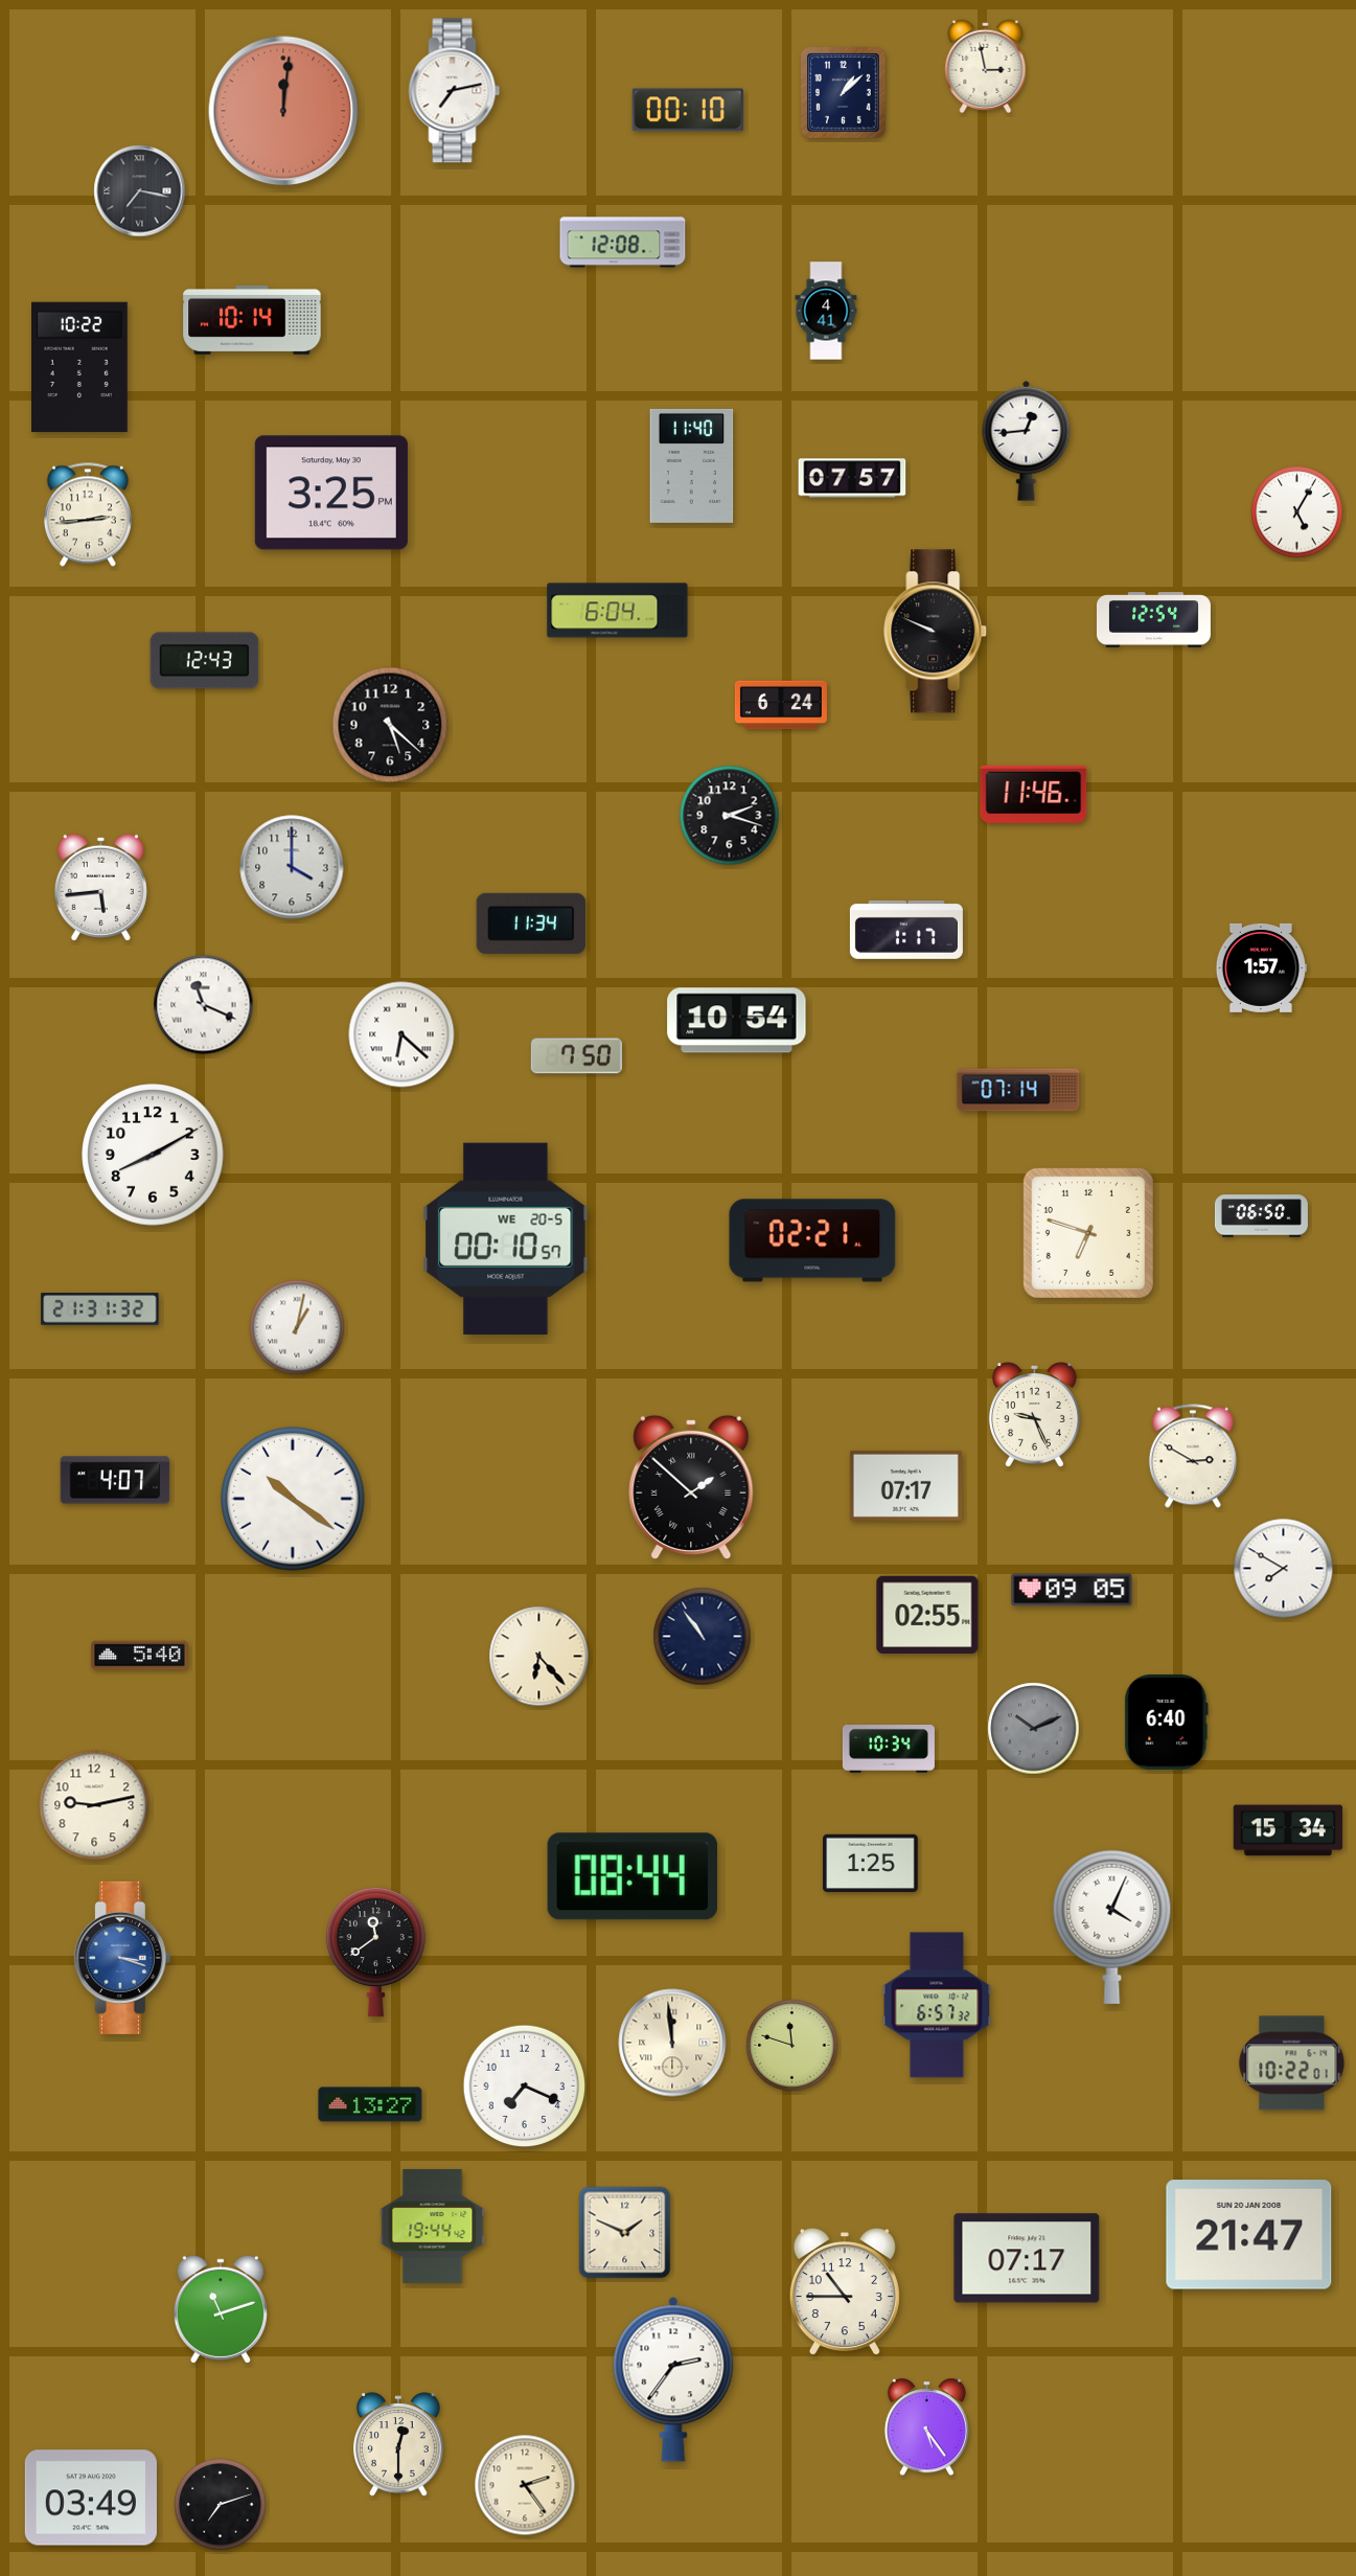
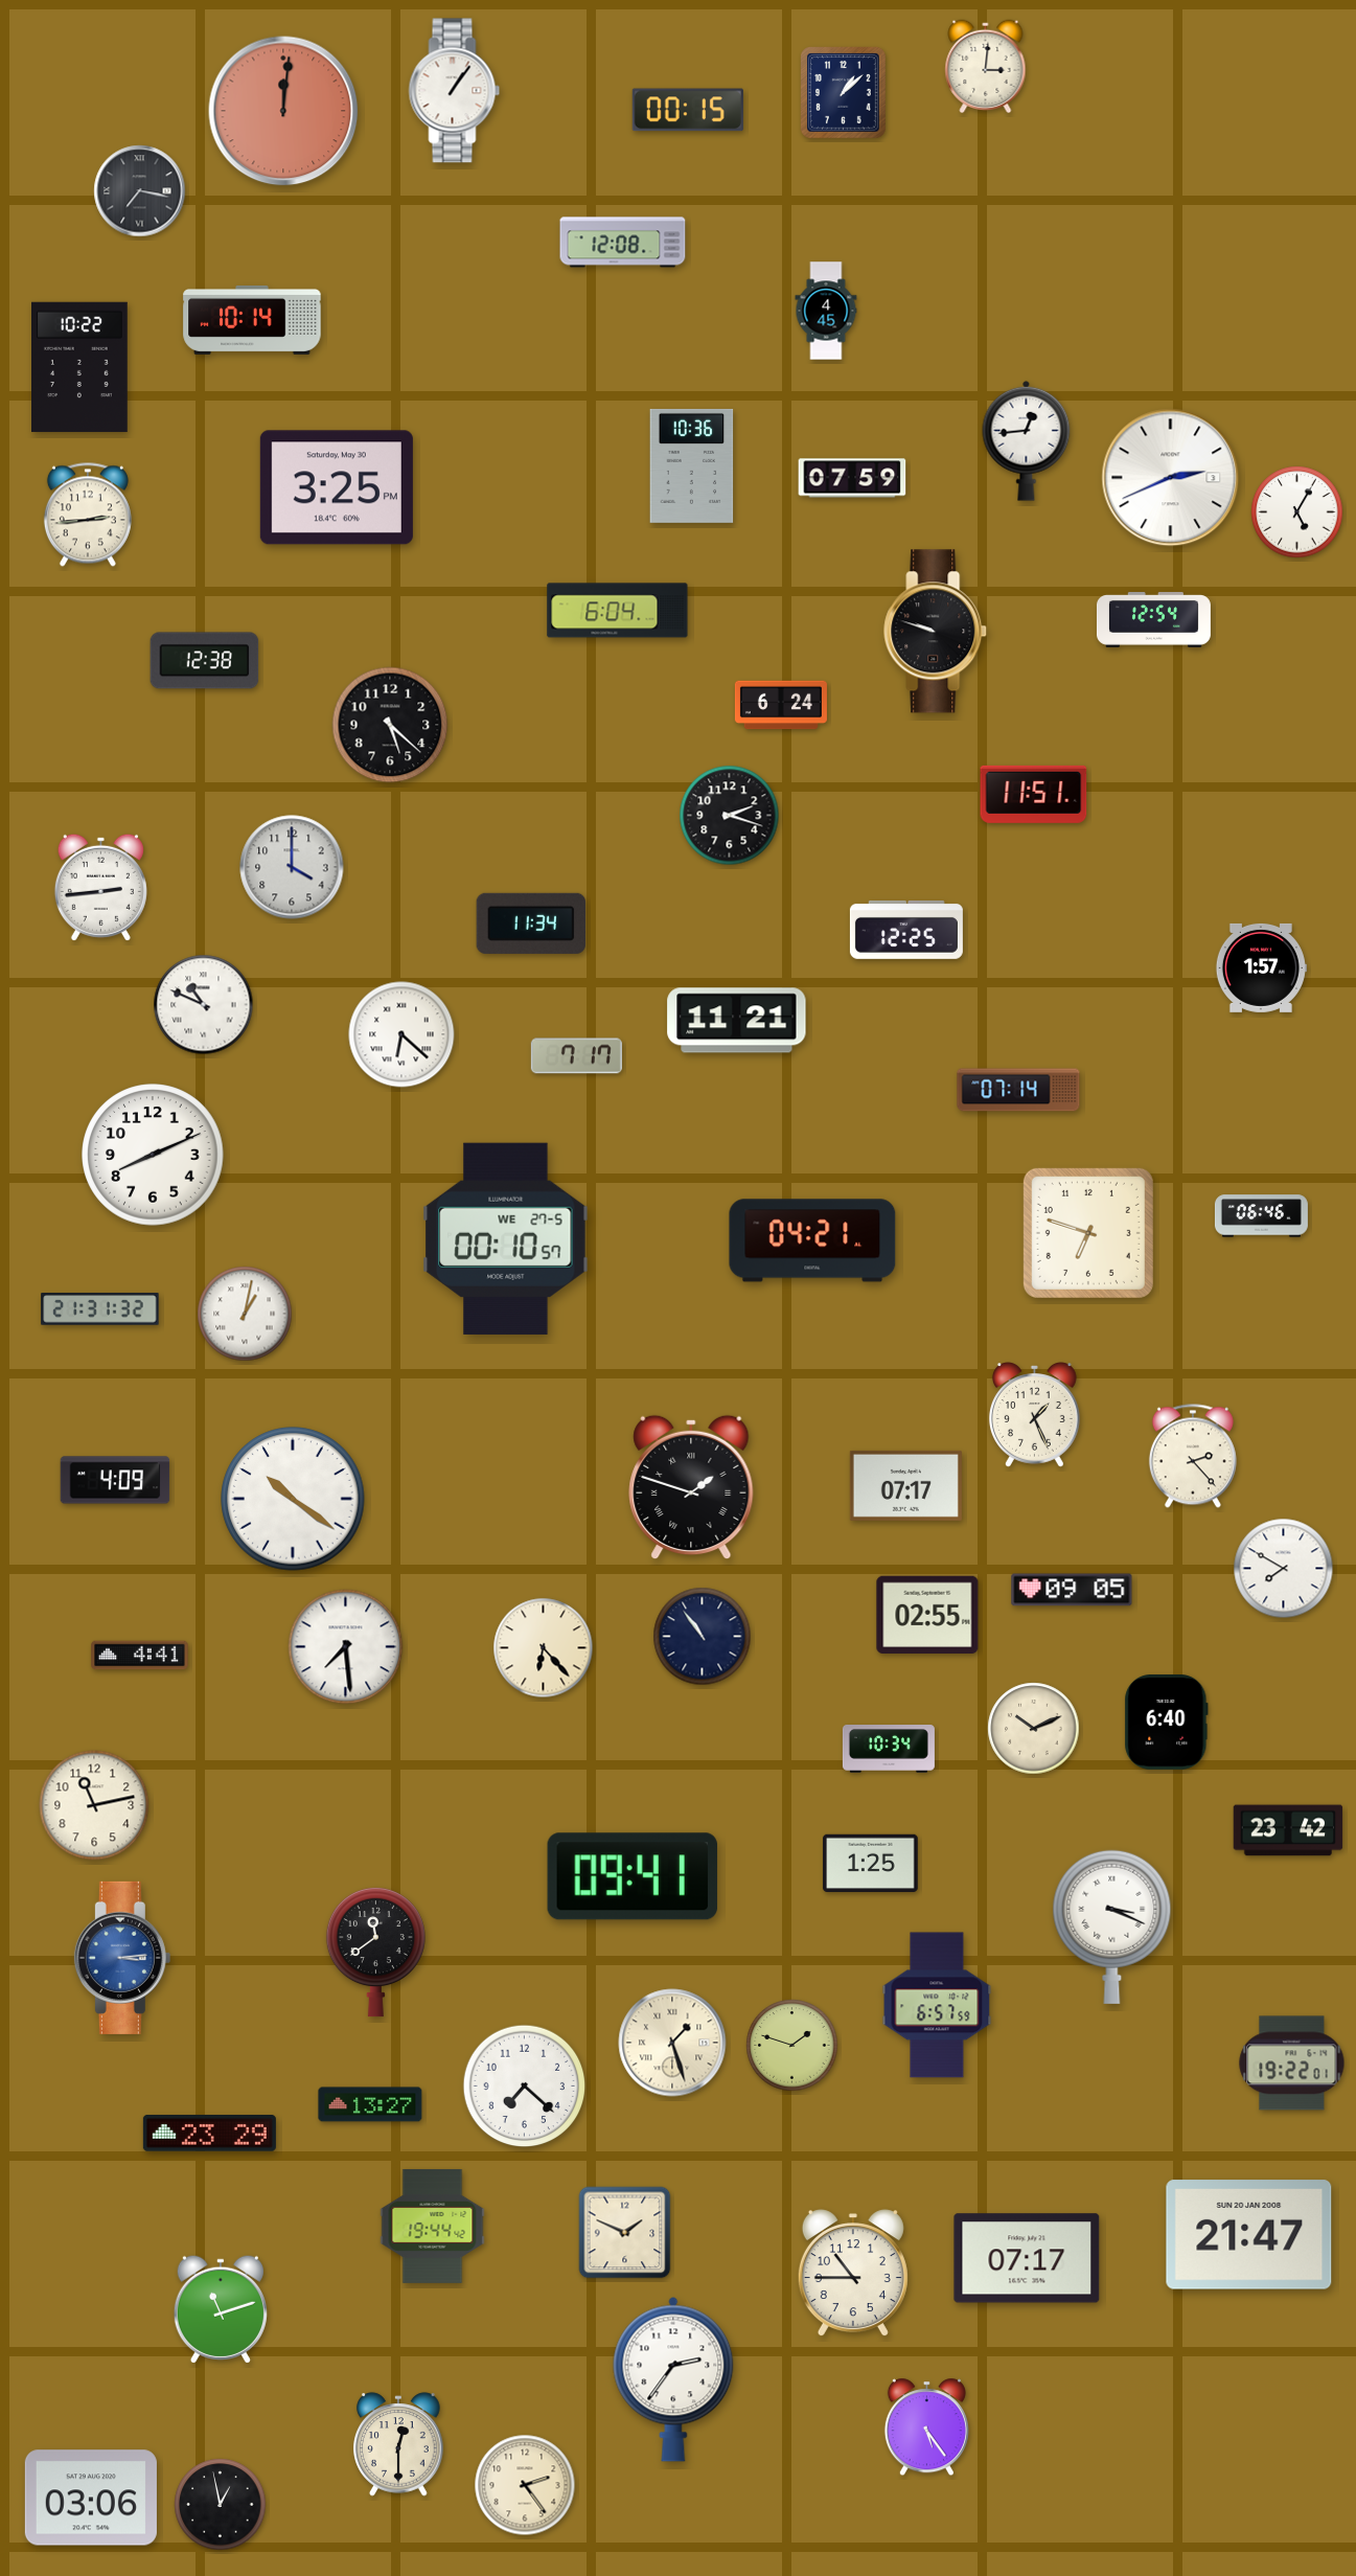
clock at (986, 67): 2:58 -> 3:01
clock at (455, 91): 7:13 -> 1:06
clock at (688, 110): 00:10 -> 00:15
clock at (826, 311): 4:41 -> 4:45
clock at (692, 465): 11:40 -> 10:36
clock at (852, 478): 07:57 -> 07:59
clock at (1171, 478): none -> 2:41
clock at (331, 493) position: (331, 493) -> (337, 487)
clock at (936, 632): 9:49 -> 9:48
clock at (205, 661): 12:43 -> 12:38
clock at (1034, 794): 11:46 -> 11:51
clock at (100, 887): 5:44 -> 2:44
clock at (906, 930): 1:17 -> 12:25
clock at (204, 1005): 11:19 -> 10:49
clock at (737, 1021): 10:54 -> 11:21
clock at (576, 1056): 7:50 -> 7:17
clock at (153, 1155): 8:10 -> 8:11
clock at (1261, 1216): 06:50 -> 06:46
clock at (506, 1238) date: WE 20-5 -> WE 27-5
clock at (812, 1240): 02:21 -> 04:21
clock at (297, 1327) position: (297, 1327) -> (245, 1314)
clock at (1034, 1415): 9:26 -> 1:26
clock at (1193, 1456): 2:50 -> 2:23
clock at (115, 1480): 4:07 -> 4:09
clock at (691, 1487): 1:52 -> 1:48
clock at (346, 1647): none -> 7:29
clock at (140, 1656): 5:40 -> 4:41
clock at (539, 1657) position: (539, 1657) -> (544, 1648)
clock at (1034, 1729) dial: grey -> cream
clock at (94, 1805): 9:13 -> 11:13
clock at (1288, 1830): 15:34 -> 23:42
clock at (633, 1876): 08:44 -> 09:41
clock at (1112, 1927): 4:04 -> 3:19
clock at (122, 1958): 3:18 -> 3:14
clock at (937, 2005): 6:57:32 -> 6:57:59
clock at (672, 2043): 11:59 -> 1:27
clock at (792, 2046): 11:48 -> 1:48
clock at (1292, 2064): 10:22 -> 19:22
clock at (525, 2087): 7:19 -> 7:22
clock at (209, 2134): none -> 23:29
clock at (845, 2293) position: (845, 2293) -> (853, 2274)
clock at (91, 2498): 03:49 -> 03:06
clock at (221, 2505): 7:12 -> 12:58
